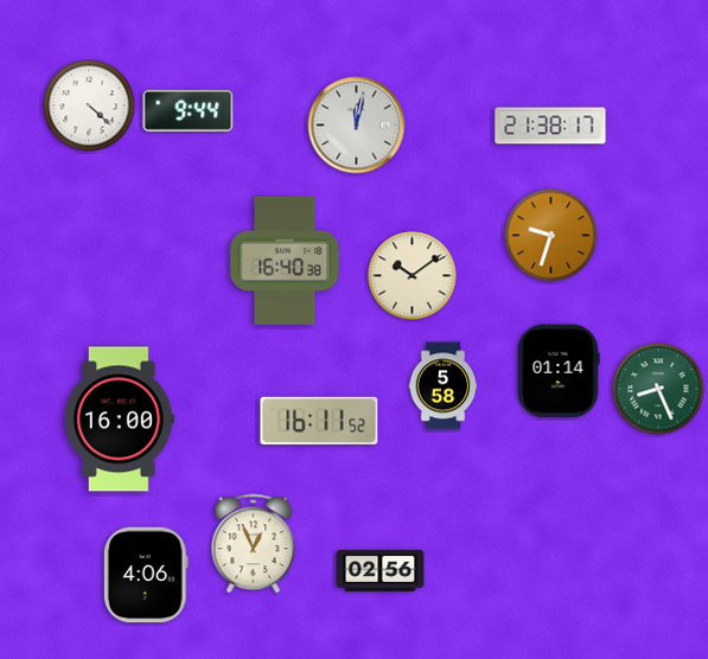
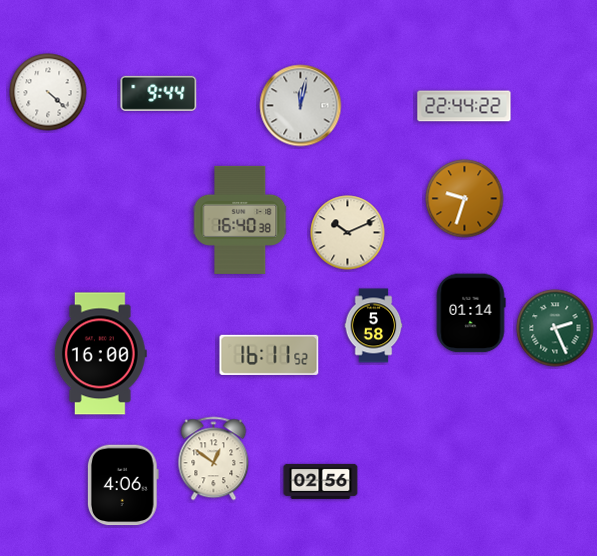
clock at (89, 105) position: (89, 105) -> (48, 92)
clock at (550, 126): 21:38 -> 22:44
clock at (413, 276): 10:09 -> 10:11
clock at (658, 389): 8:26 -> 2:26
clock at (254, 544): 12:56 -> 12:51
